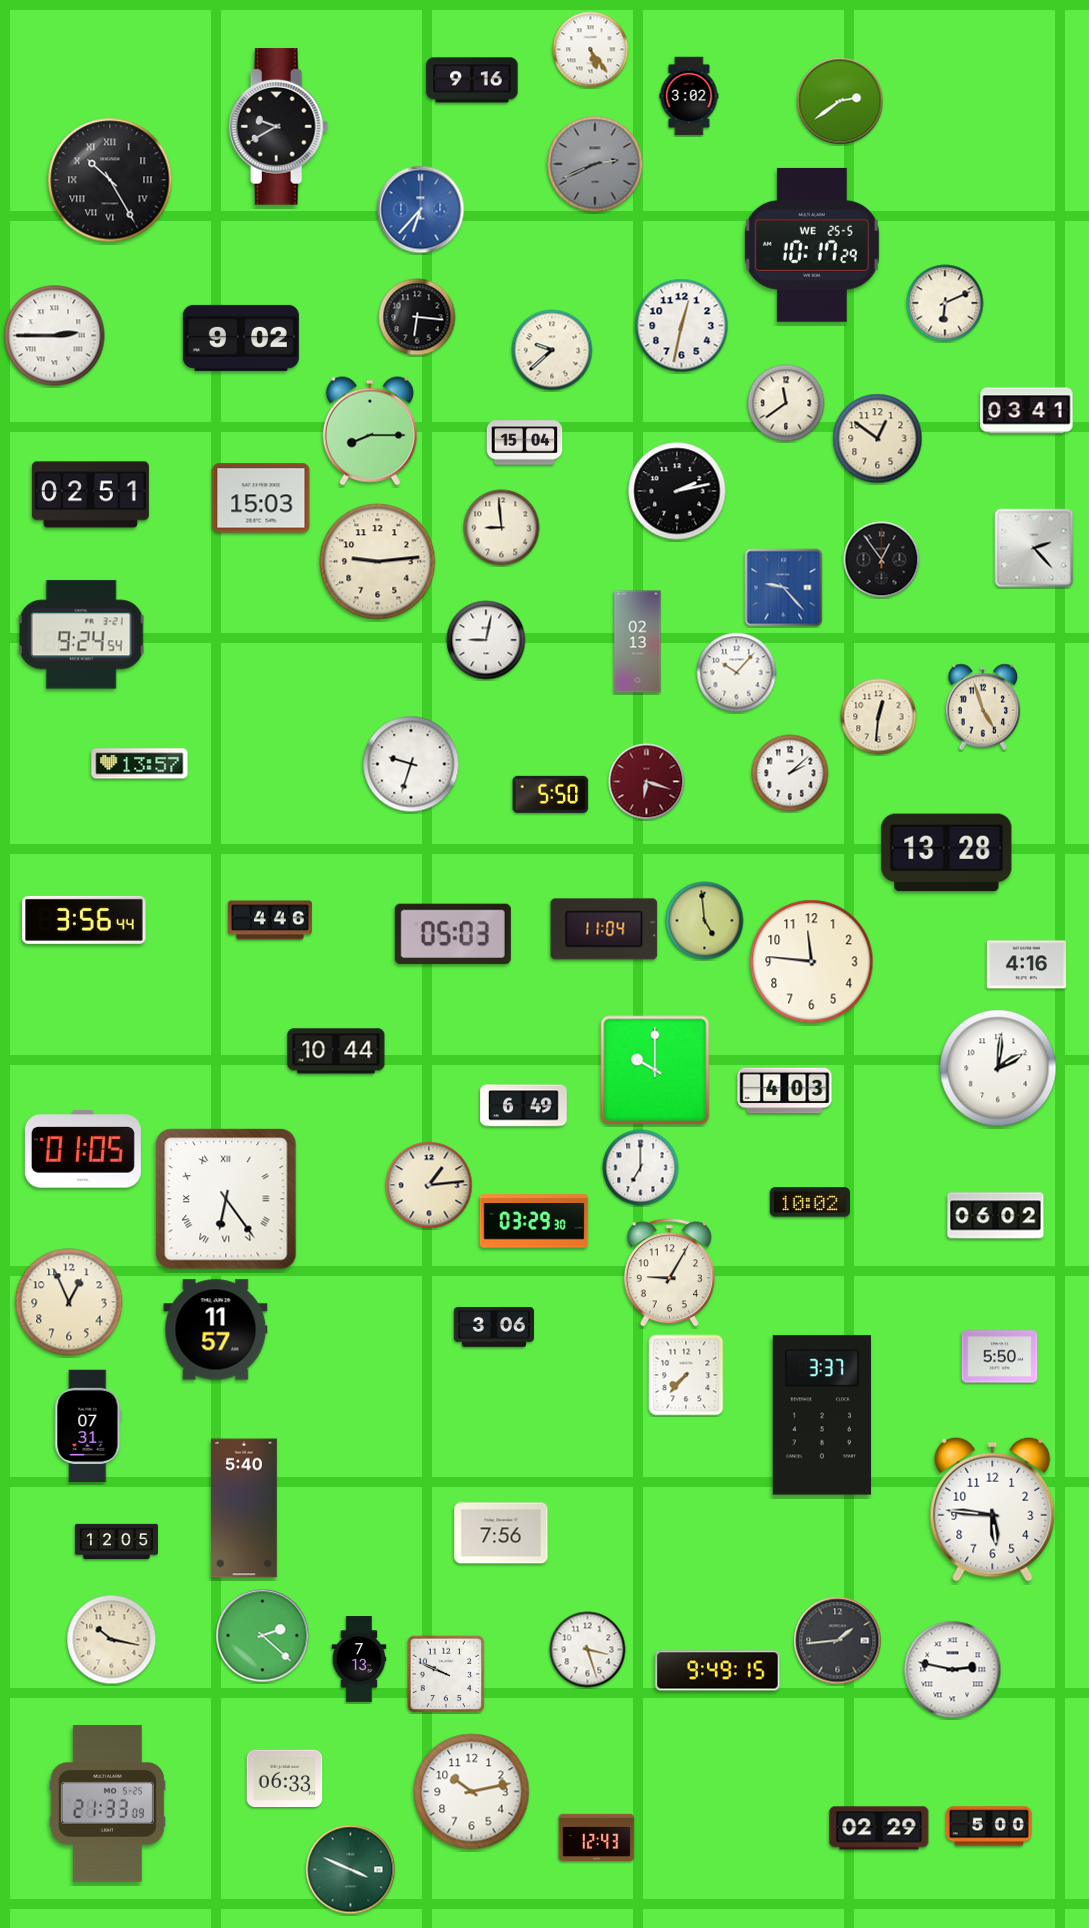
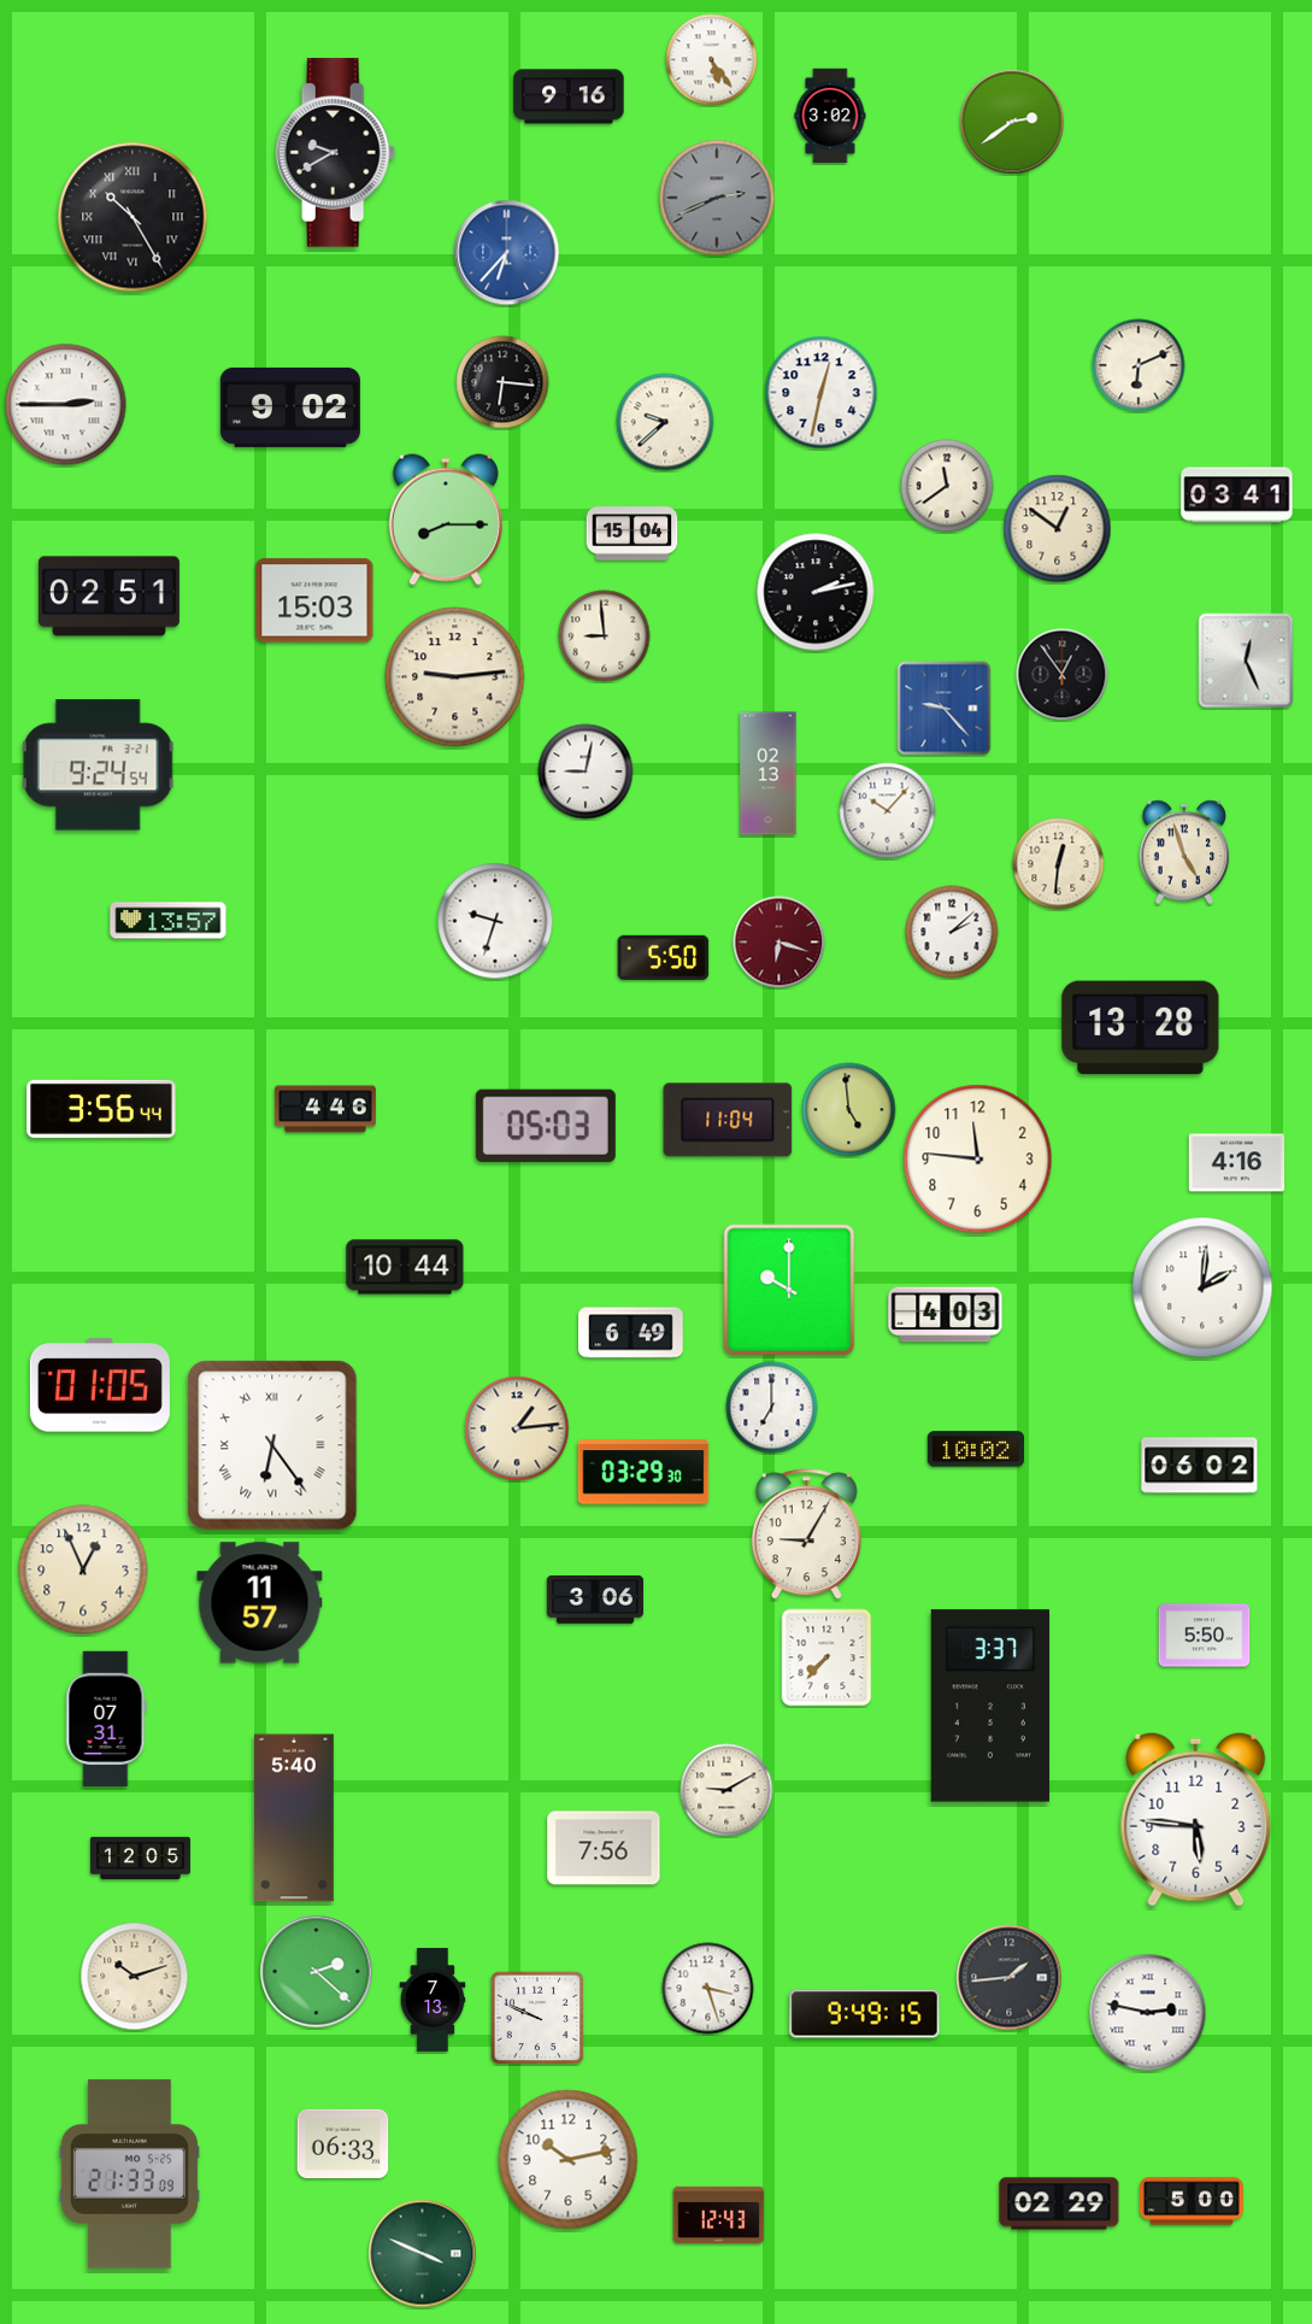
clock at (812, 245): 10:17 -> none
clock at (1034, 548): 2:23 -> 12:26
clock at (726, 1790): none -> 9:10
clock at (112, 1640): 10:17 -> 10:12
